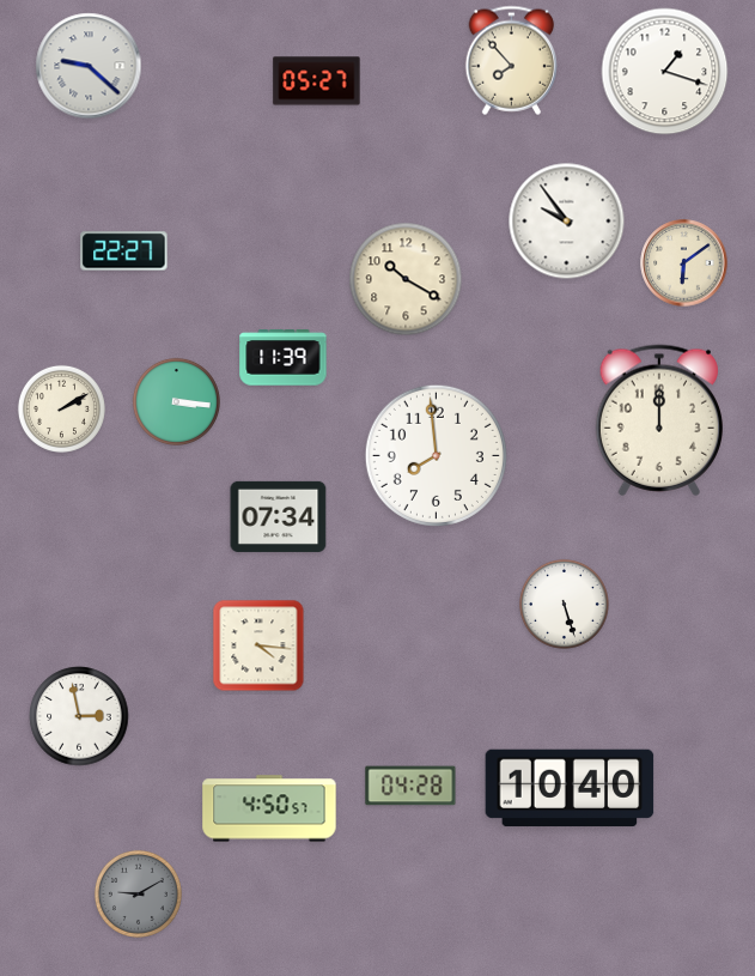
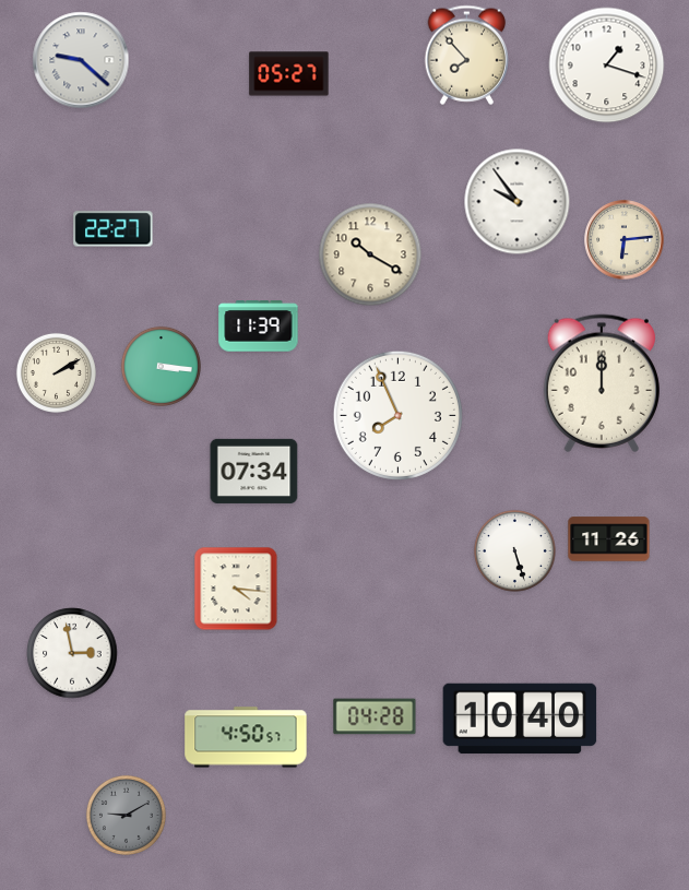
clock at (684, 263): 6:09 -> 6:14
clock at (436, 455): 7:59 -> 7:56
clock at (609, 539): none -> 11:26
